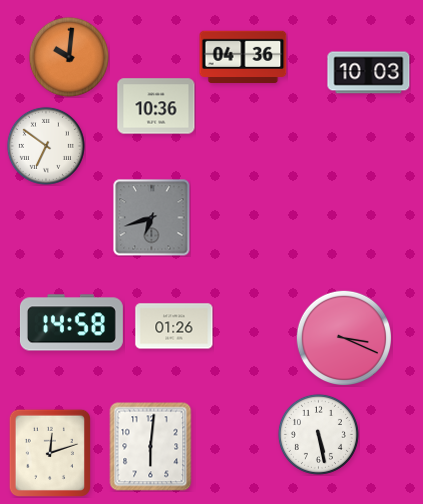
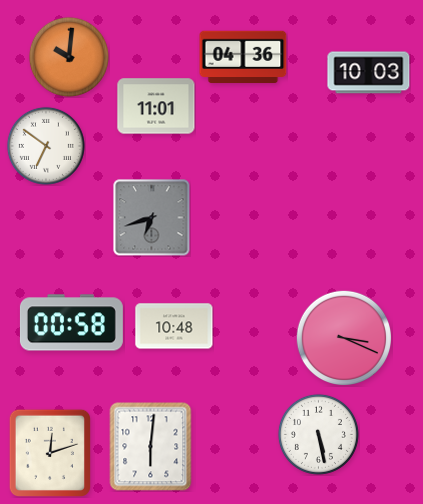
clock at (156, 106): 10:36 -> 11:01
clock at (71, 323): 14:58 -> 00:58
clock at (174, 326): 01:26 -> 10:48
